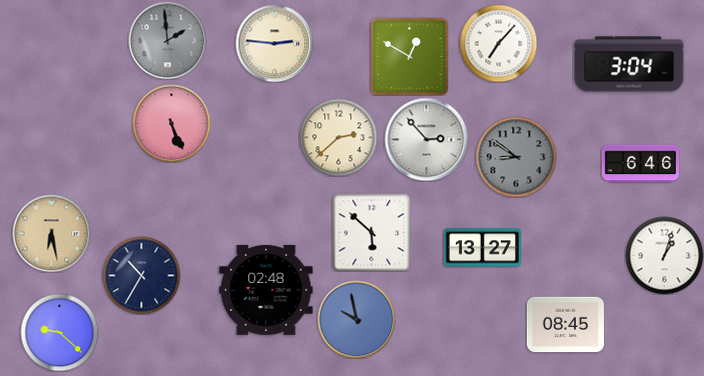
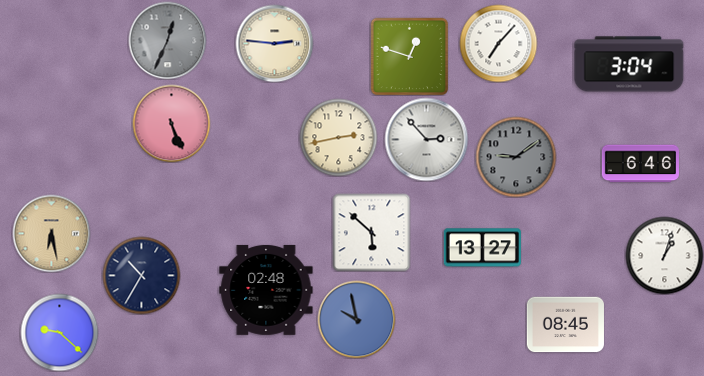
clock at (167, 40): 1:59 -> 12:34
clock at (409, 56): 12:50 -> 12:48
clock at (338, 137): 2:38 -> 2:43
clock at (516, 157): 8:51 -> 9:09
